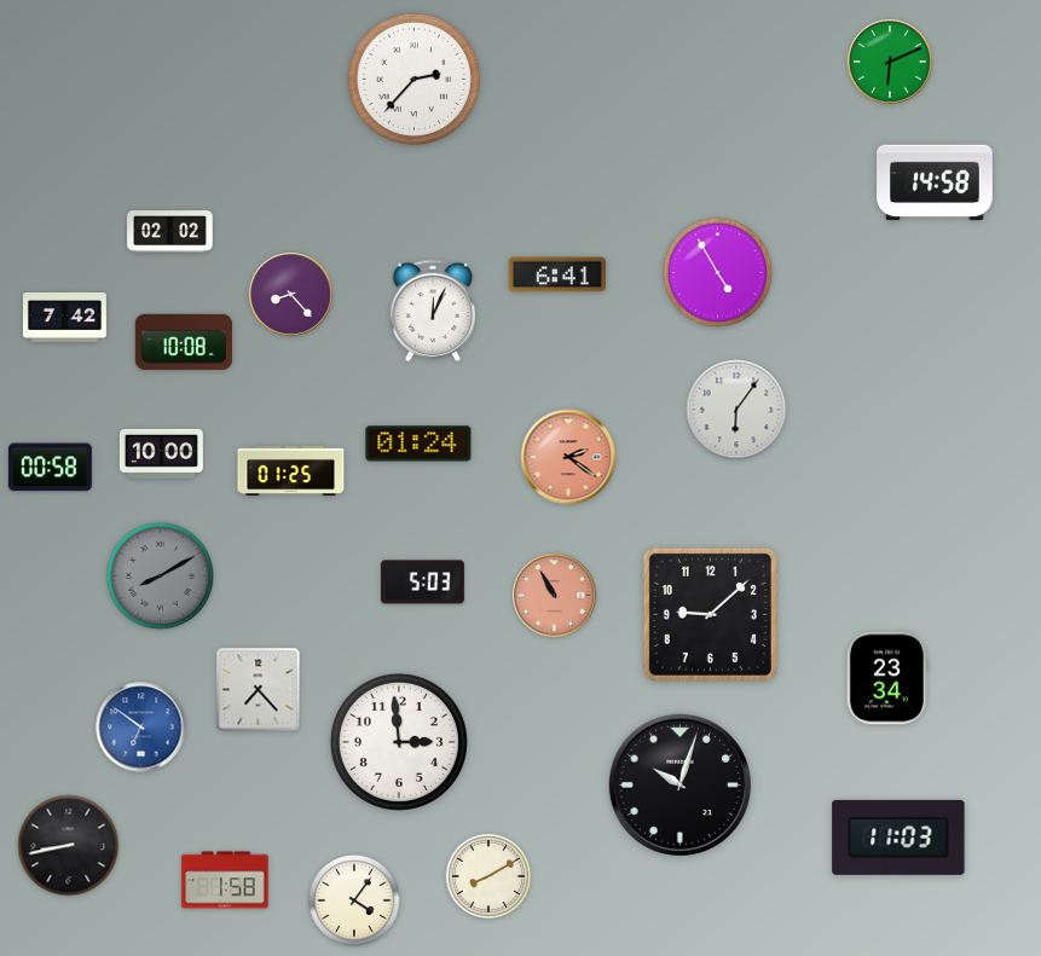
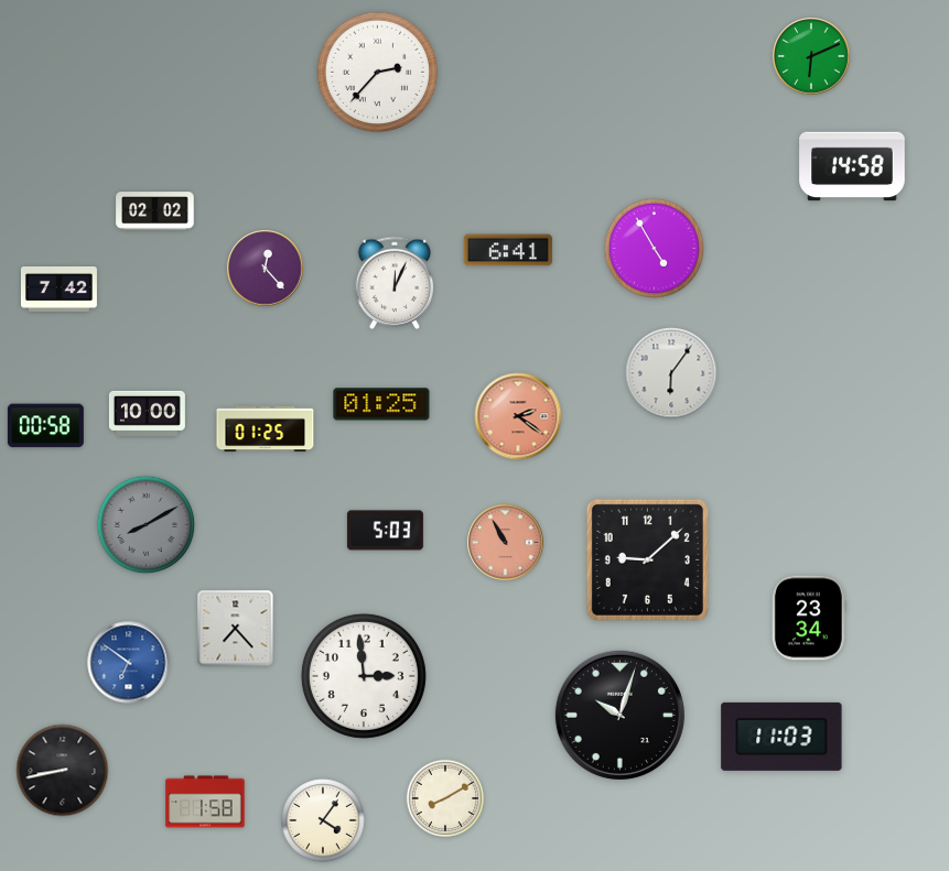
clock at (291, 295): 8:23 -> 12:23
clock at (184, 342): 10:08 -> none
clock at (418, 444): 01:24 -> 01:25
clock at (898, 838) position: (898, 838) -> (781, 737)
